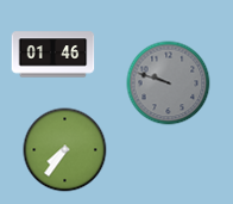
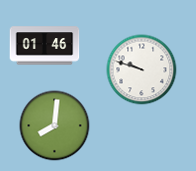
clock at (169, 84) dial: grey -> white
clock at (65, 150): 7:36 -> 8:01
